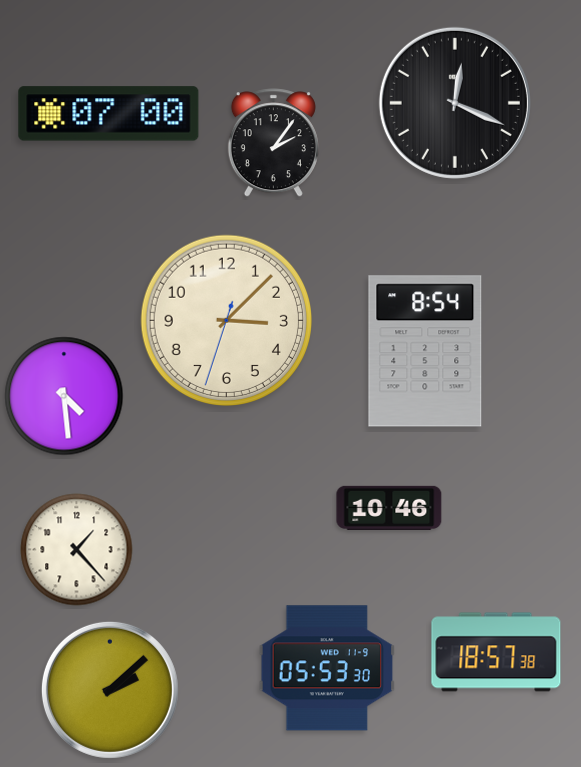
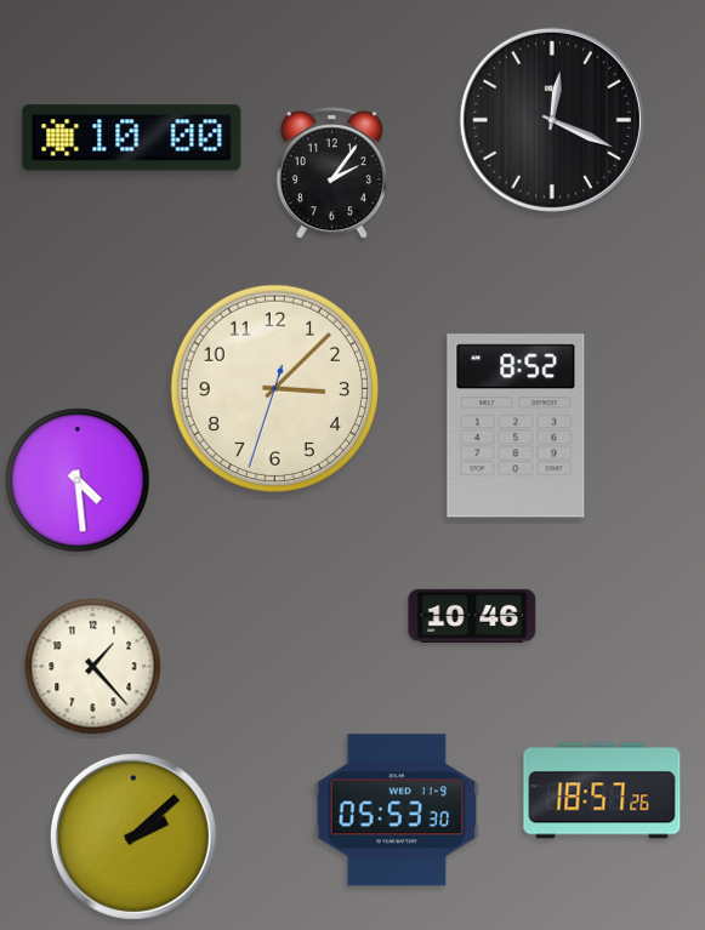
clock at (455, 103) position: (455, 103) -> (552, 120)
clock at (109, 114): 07:00 -> 10:00
clock at (425, 351): 8:54 -> 8:52
clock at (496, 652): 18:57:38 -> 18:57:26
